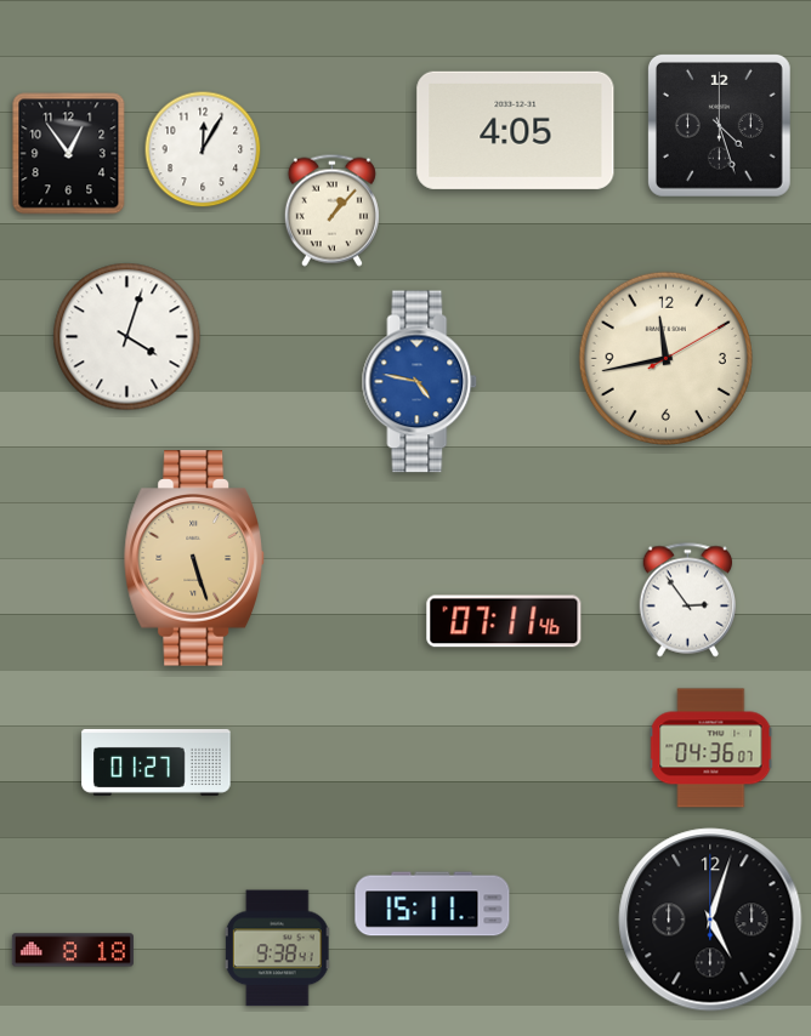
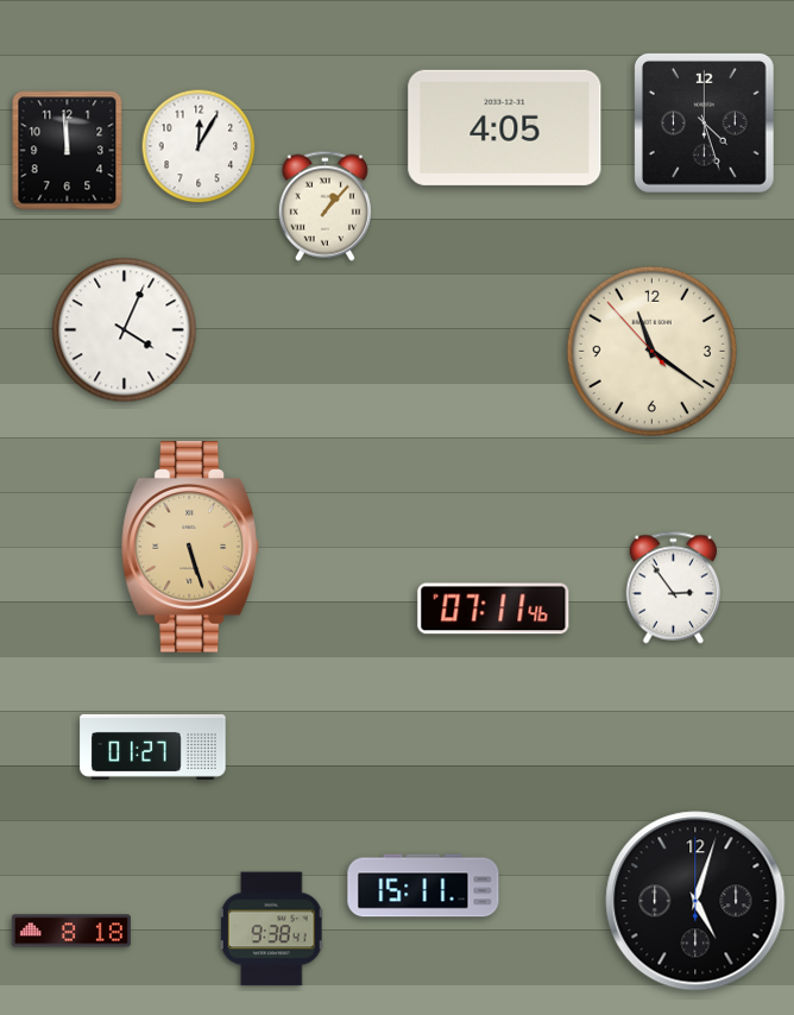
clock at (69, 154): 12:54 -> 11:59
clock at (127, 337): 4:03 -> 4:04
clock at (665, 358): 11:43 -> 11:20
clock at (420, 382): 4:47 -> none
clock at (711, 748): 04:36 -> none
